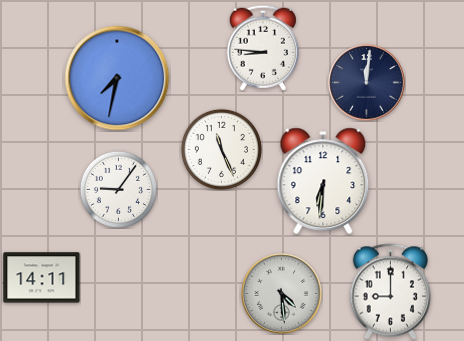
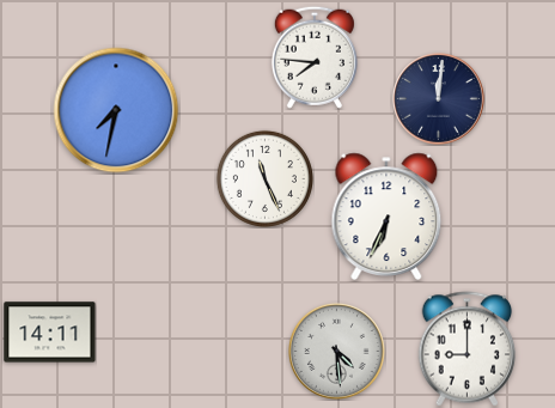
clock at (263, 48): 8:46 -> 7:46
clock at (117, 78) position: (117, 78) -> (116, 110)
clock at (323, 180): 6:31 -> 6:34
clock at (118, 189): 9:06 -> none
